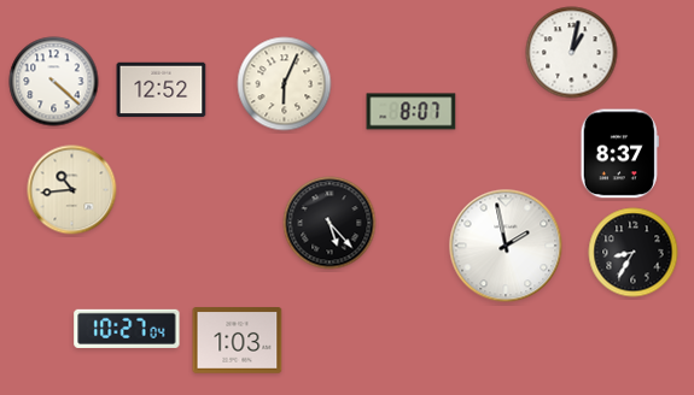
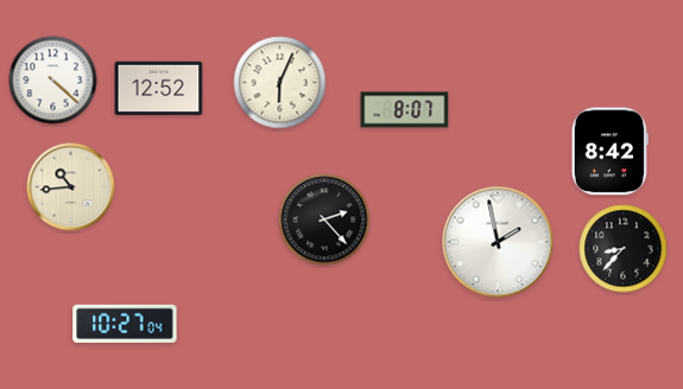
clock at (572, 53): 1:02 -> none
clock at (619, 154): 8:37 -> 8:42
clock at (329, 223): 5:23 -> 2:23
clock at (634, 253): 8:35 -> 8:37
clock at (238, 341): 1:03 -> none
